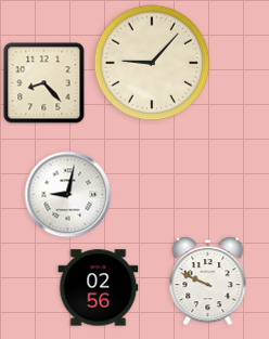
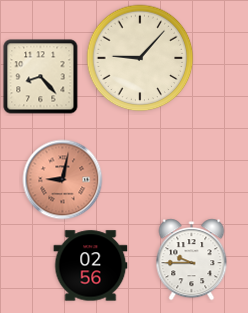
clock at (68, 195) dial: white -> salmon
clock at (208, 282): 9:49 -> 9:45
